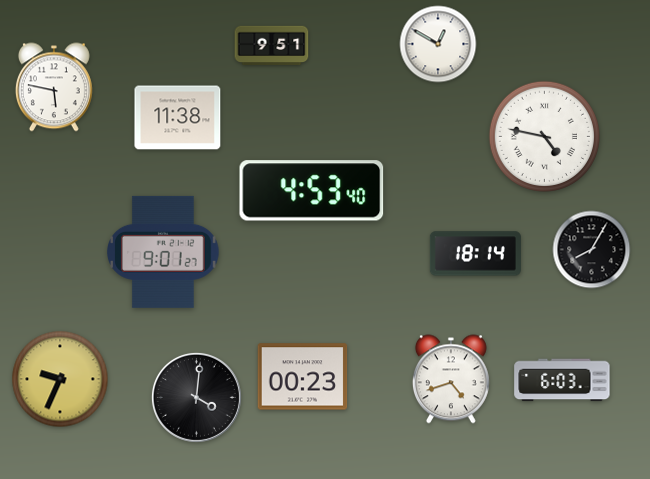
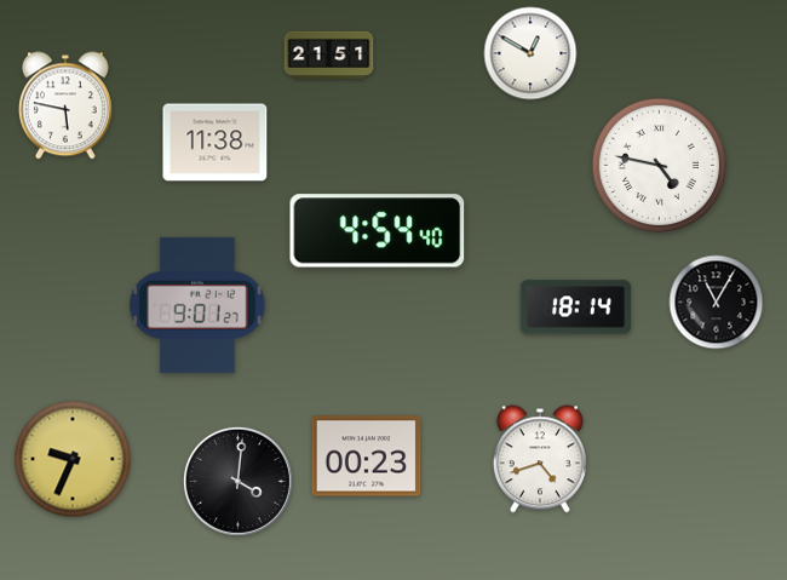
clock at (272, 46): 9:51 -> 21:51
clock at (312, 191): 4:53 -> 4:54
clock at (592, 250): 8:05 -> 11:05
clock at (451, 379) position: (451, 379) -> (540, 459)
clock at (562, 380): 6:03 -> none
